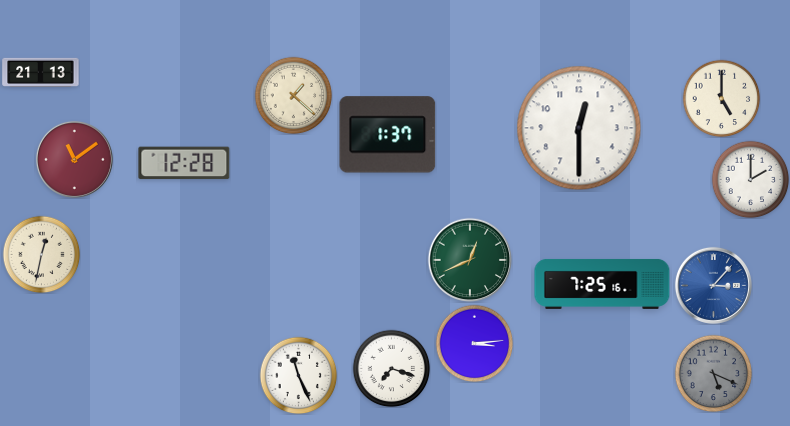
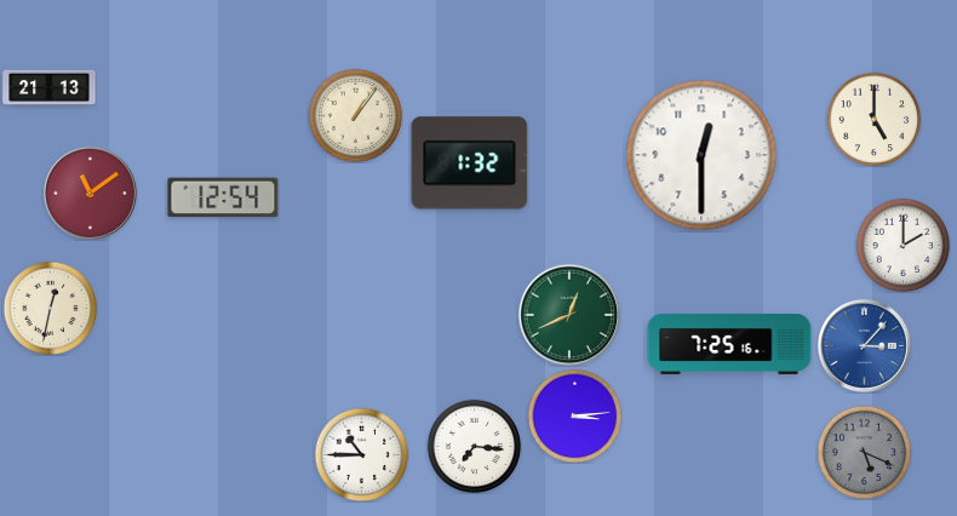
clock at (293, 95): 1:22 -> 1:06
clock at (388, 135): 1:37 -> 1:32
clock at (184, 163): 12:28 -> 12:54
clock at (750, 179) position: (750, 179) -> (902, 245)
clock at (391, 368): 7:18 -> 7:16
clock at (298, 375): 11:26 -> 10:45
